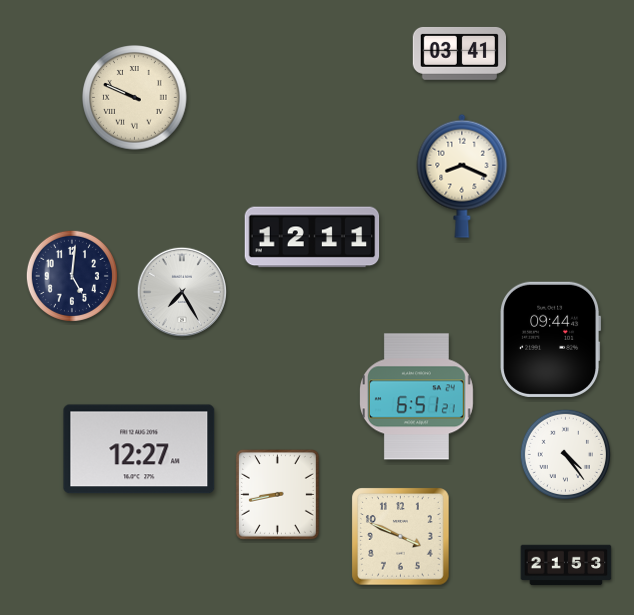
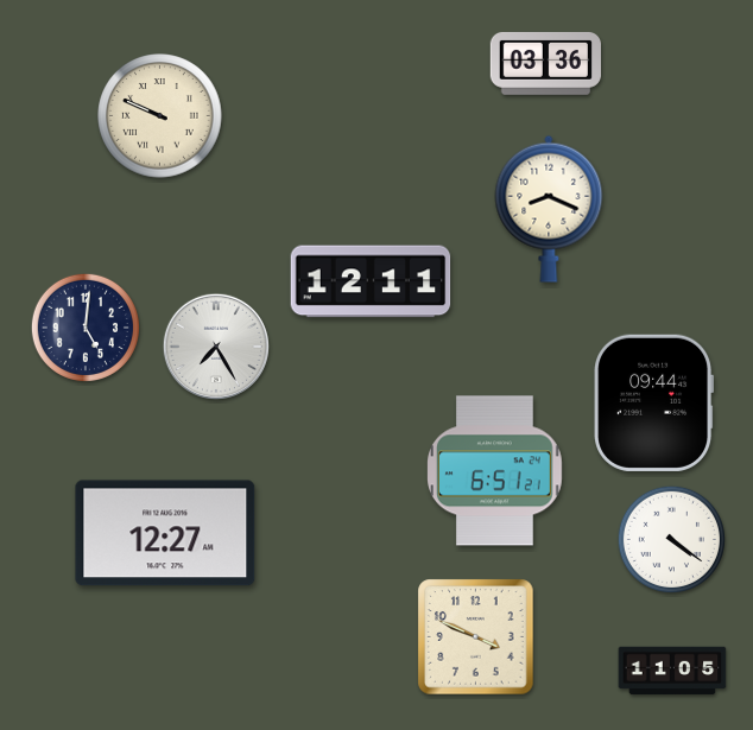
clock at (459, 53): 03:41 -> 03:36
clock at (565, 454): 4:24 -> 4:21
clock at (277, 495): 8:43 -> none
clock at (566, 565): 21:53 -> 11:05
